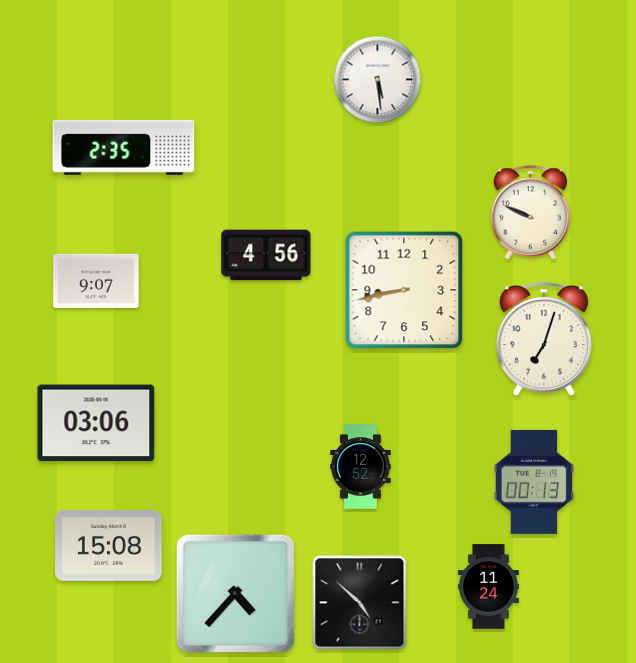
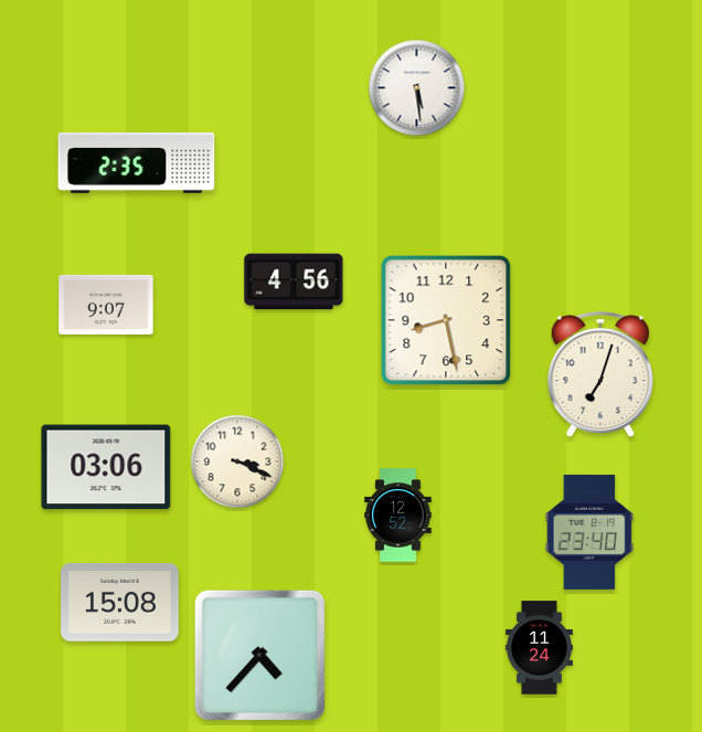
clock at (531, 213): 9:49 -> none
clock at (96, 281) position: (96, 281) -> (106, 305)
clock at (404, 290): 8:43 -> 8:28
clock at (237, 462): none -> 3:19
clock at (534, 482): 00:13 -> 23:40
clock at (360, 603): 4:52 -> none
